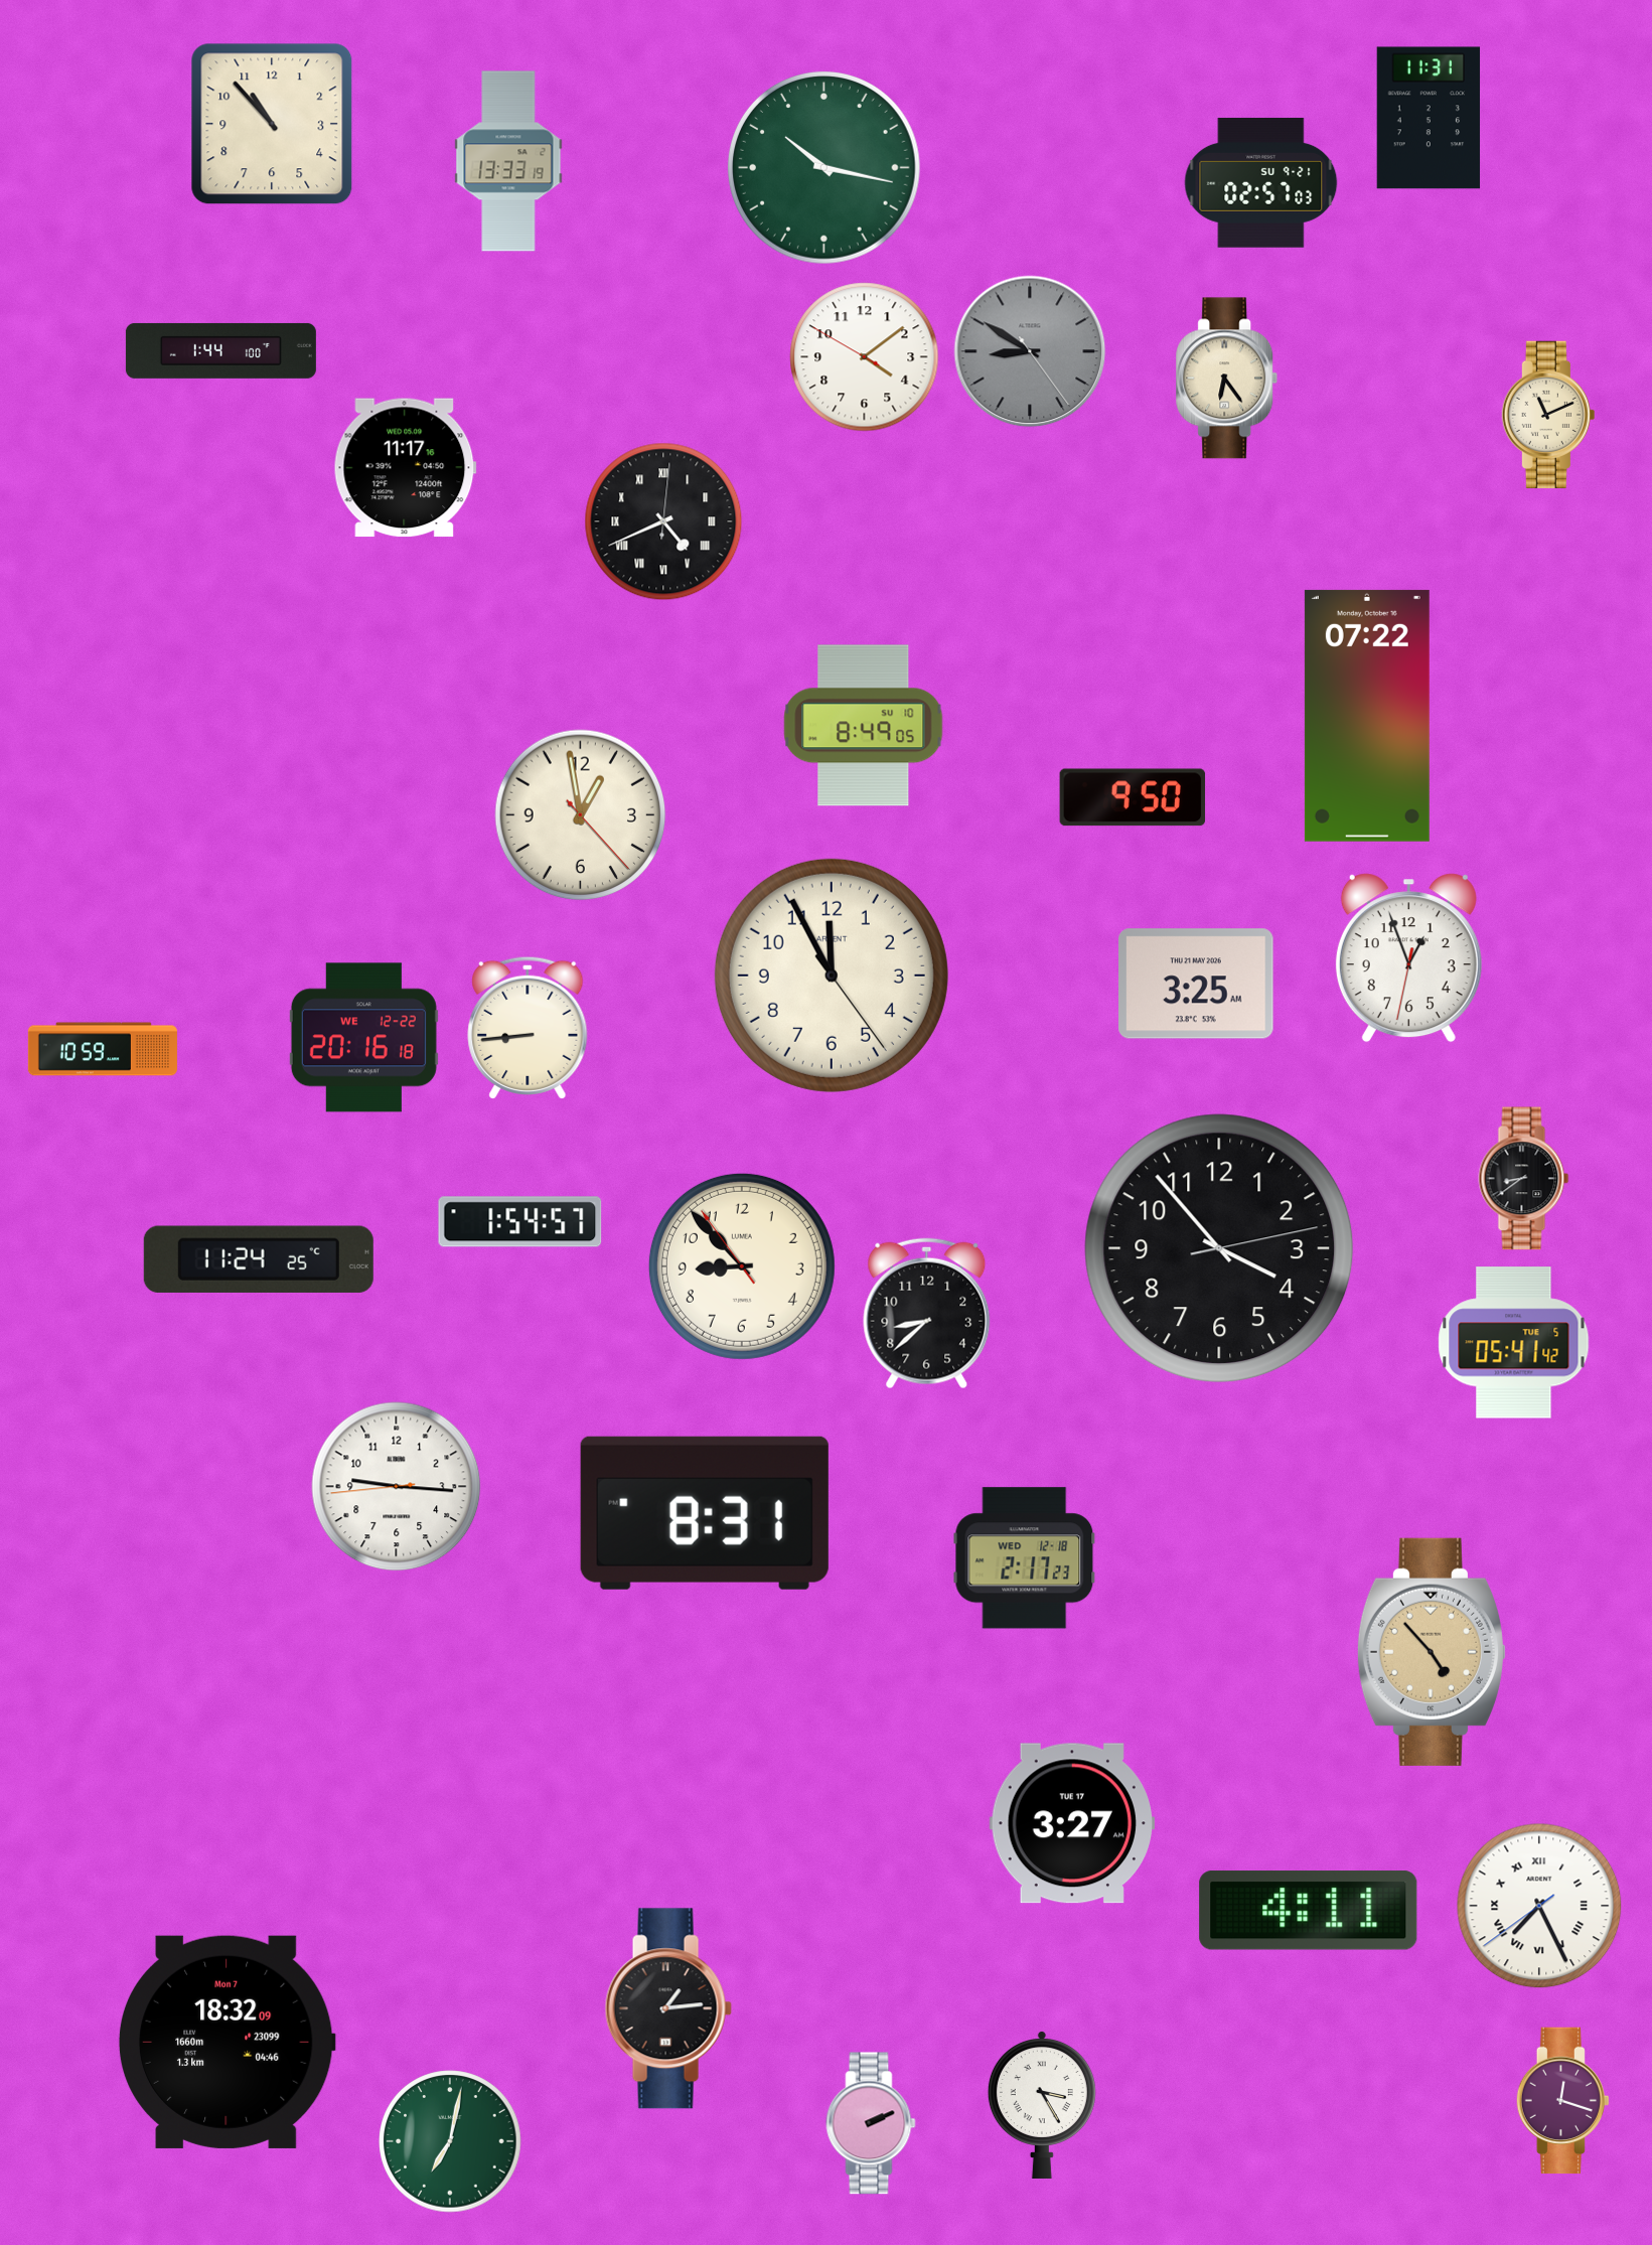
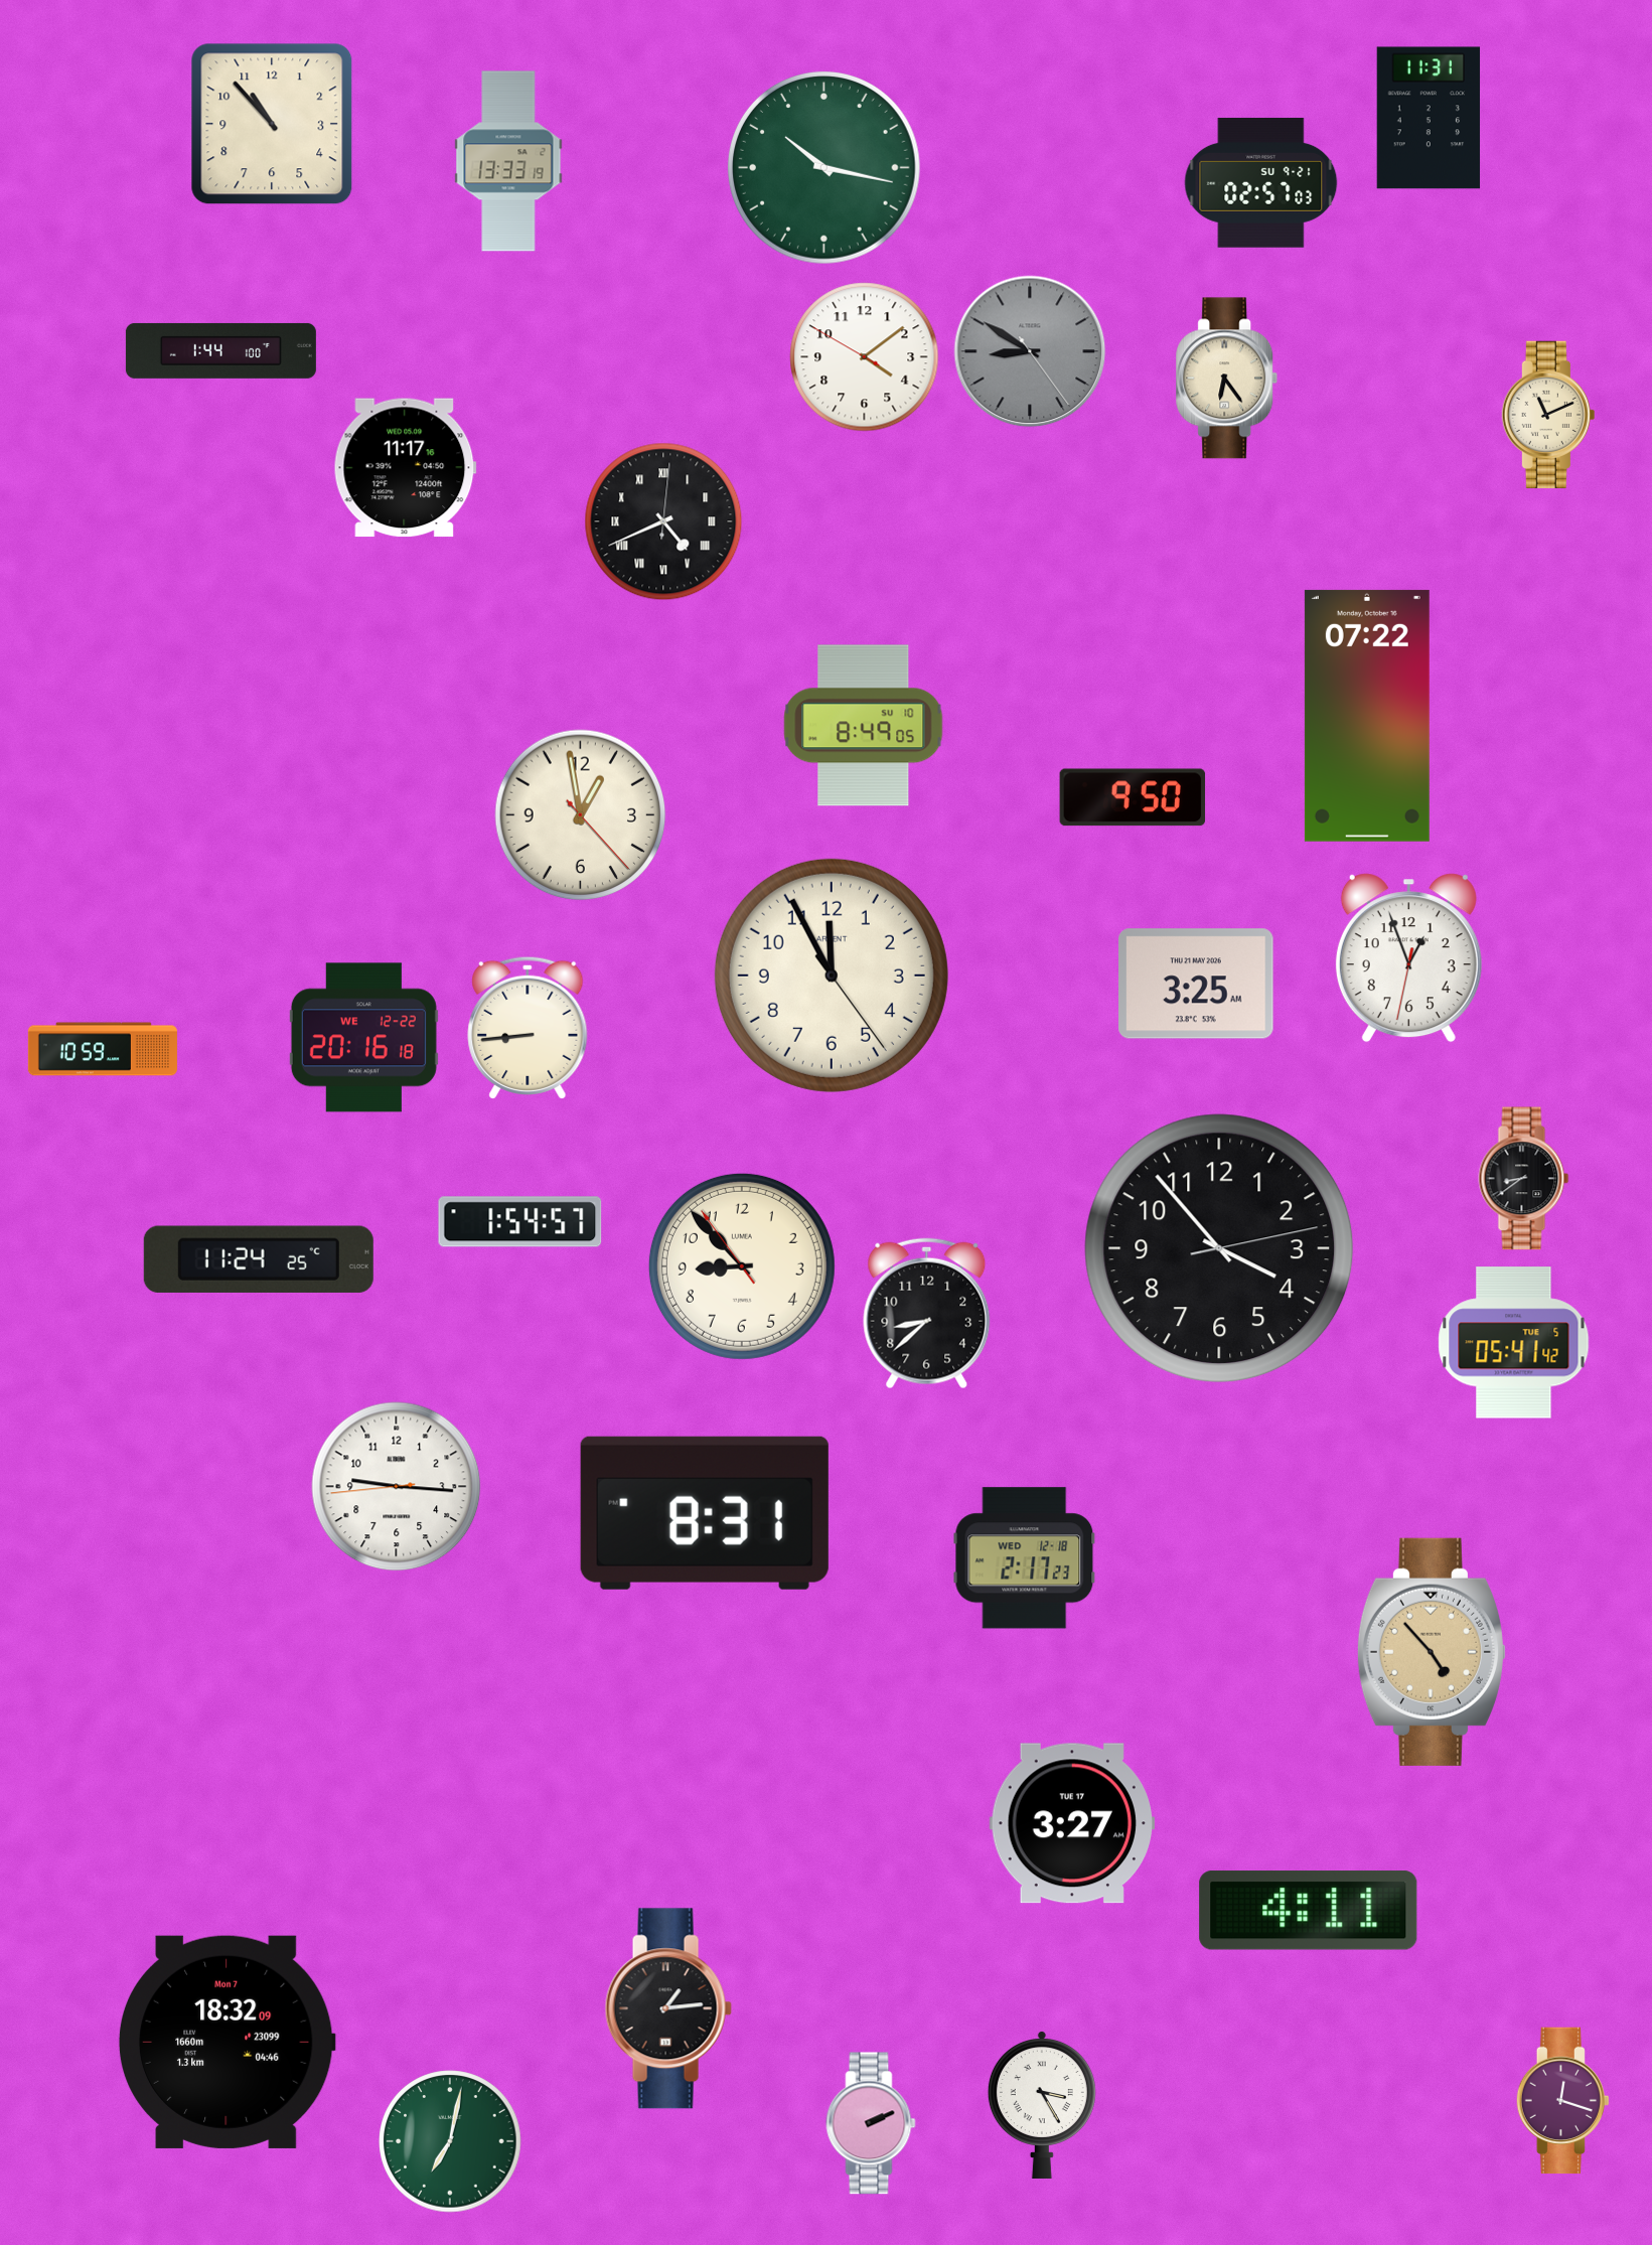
clock at (1539, 1906): 7:25 -> none
